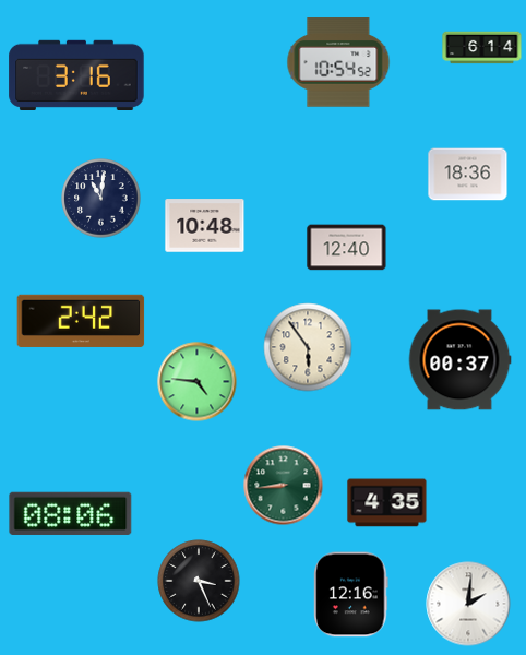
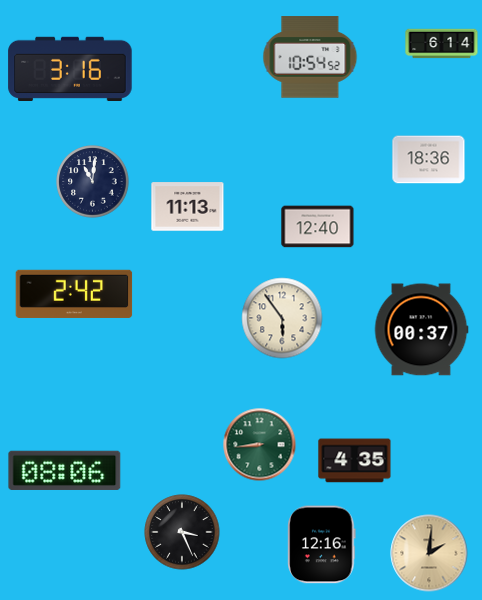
clock at (205, 226): 10:48 -> 11:13
clock at (198, 382): 4:46 -> none
clock at (468, 604) dial: white -> champagne
